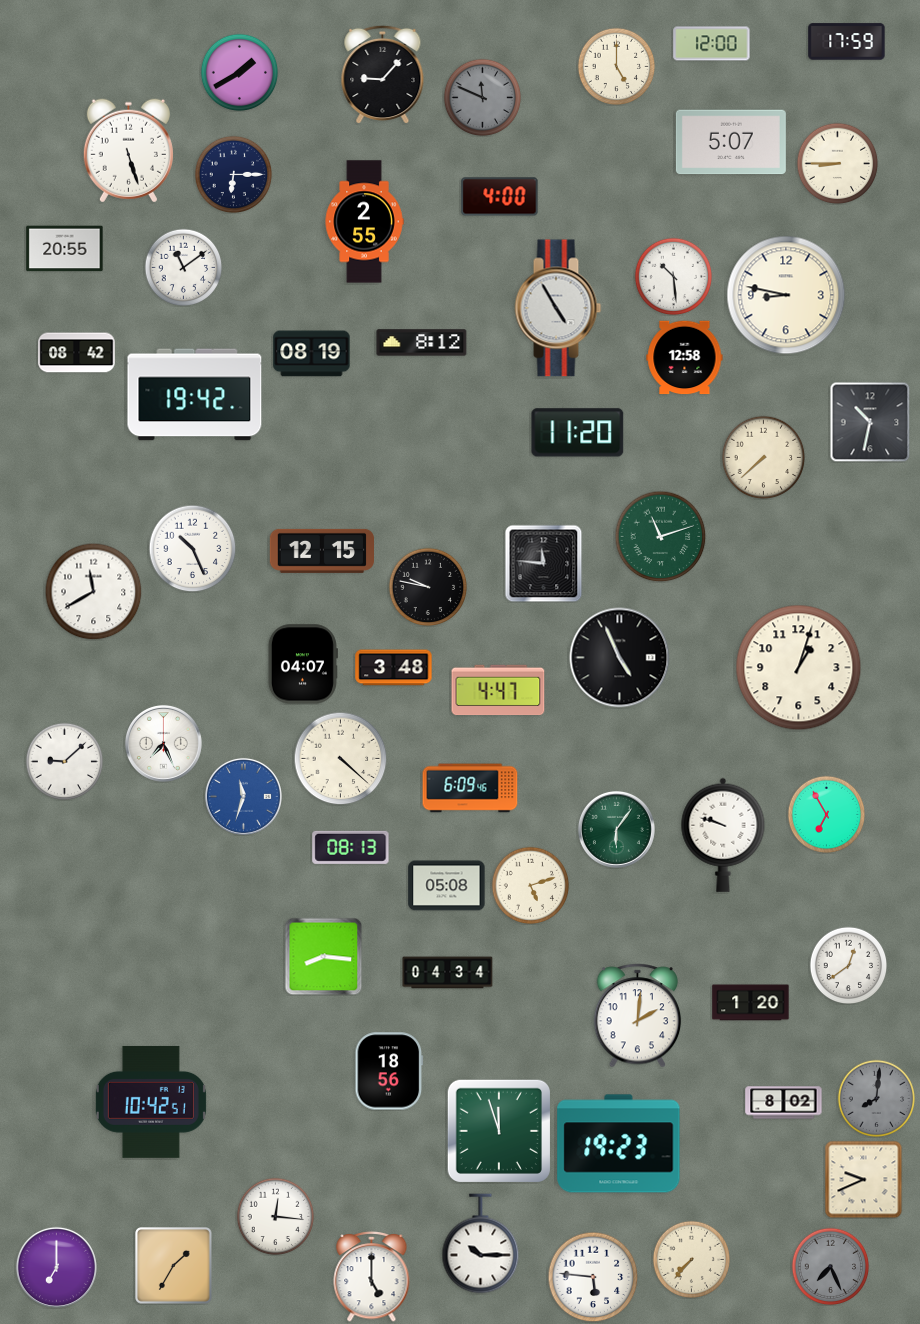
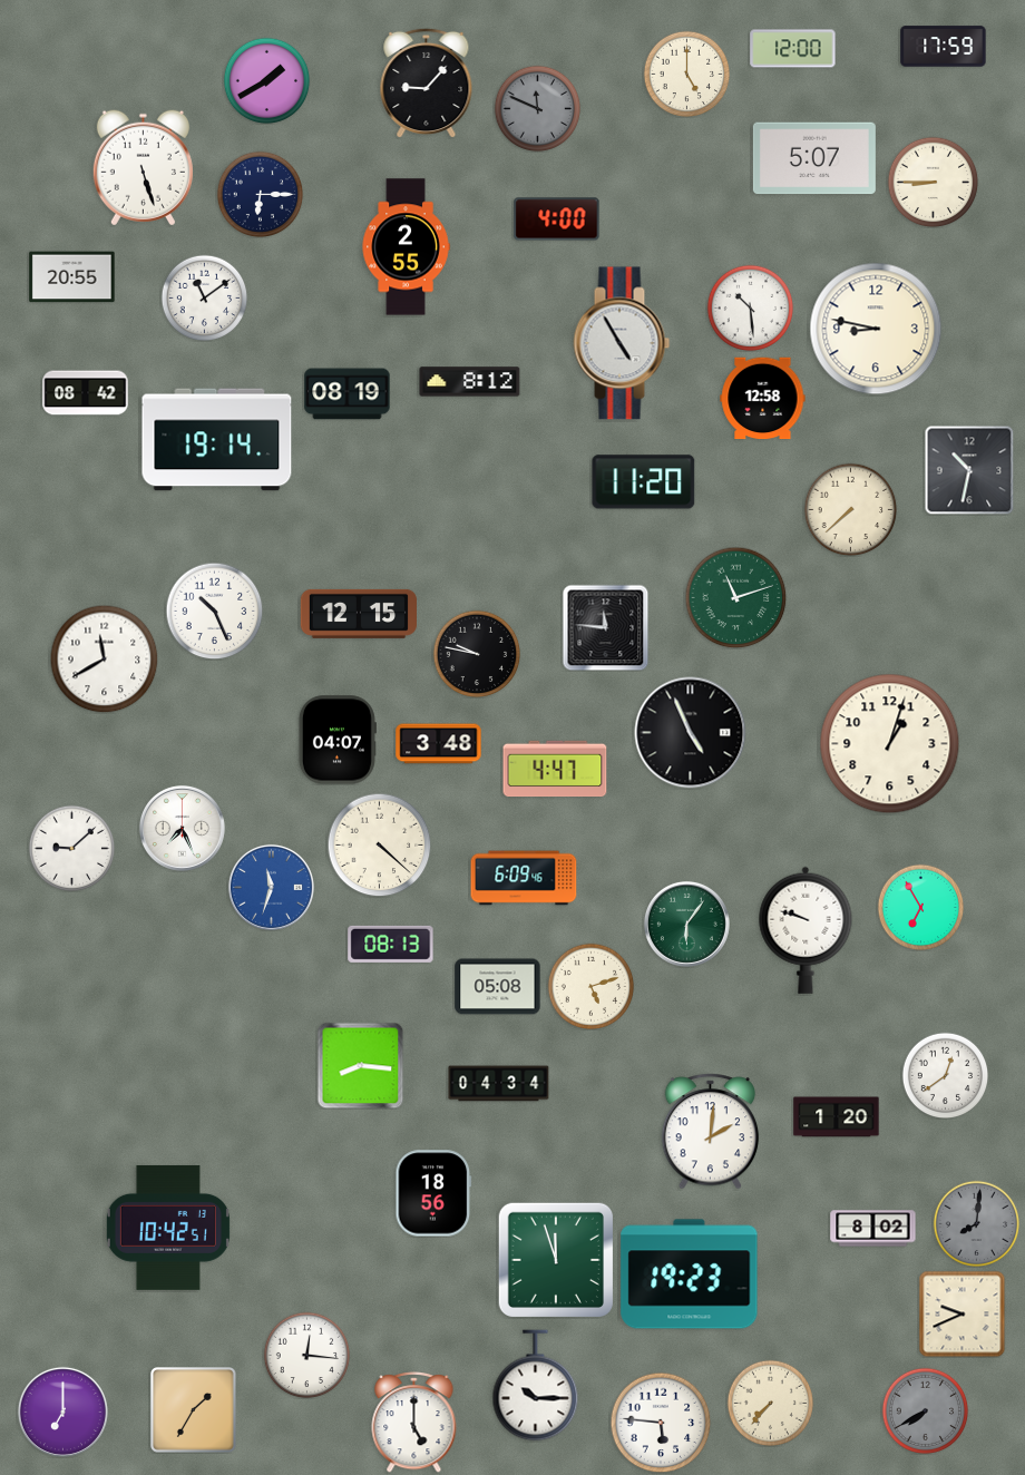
clock at (195, 395): 19:42 -> 19:14
clock at (830, 1266): 7:26 -> 7:40
